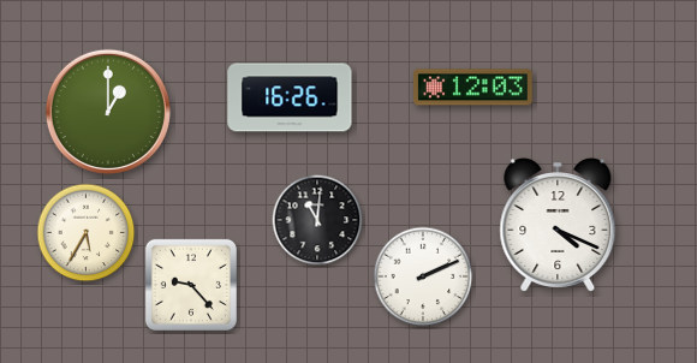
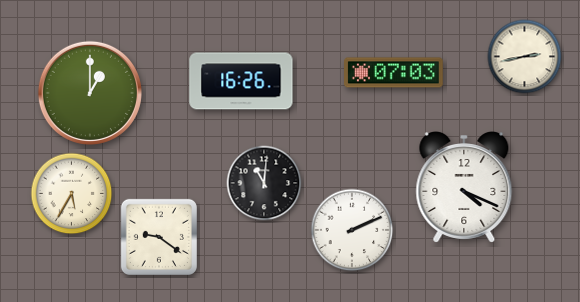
clock at (525, 57): none -> 2:43
clock at (473, 88): 12:03 -> 07:03
clock at (191, 285): 9:23 -> 9:21
